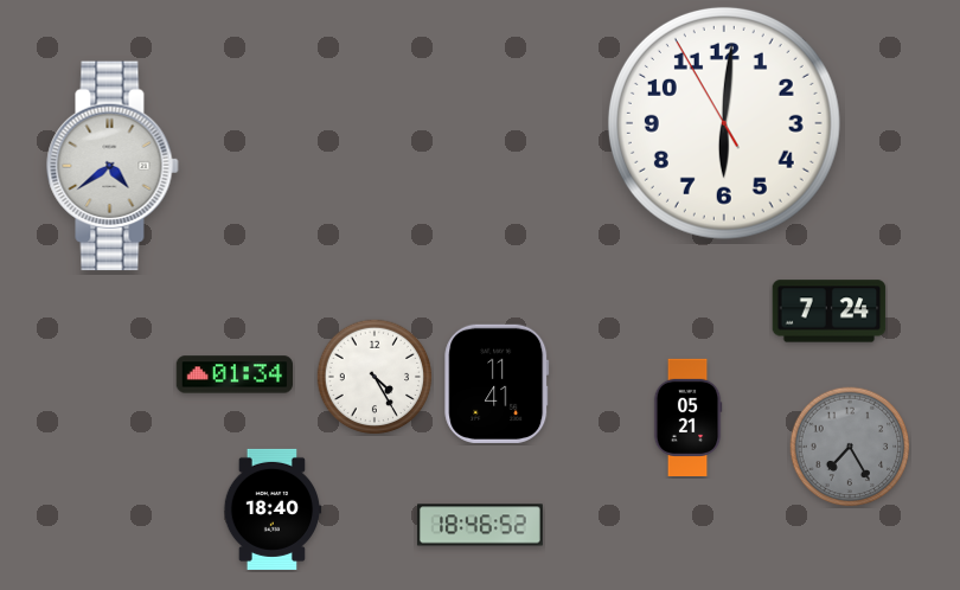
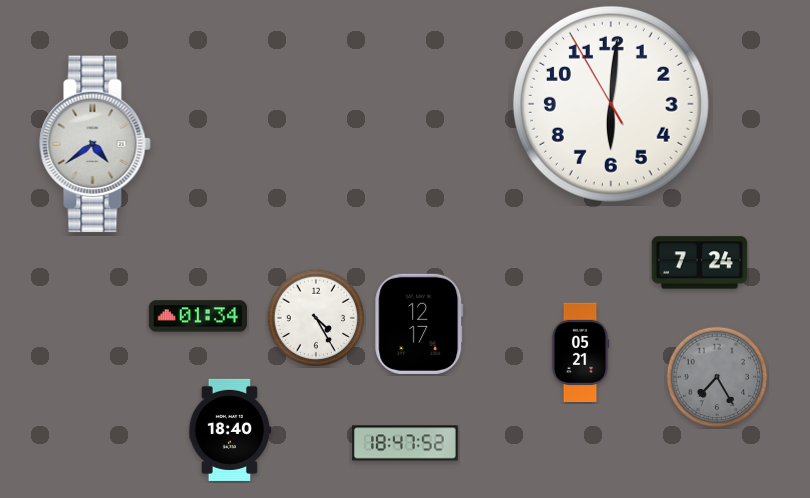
clock at (113, 166) position: (113, 166) -> (95, 144)
clock at (497, 384): 11:41 -> 12:17
clock at (480, 525): 18:46 -> 18:47
